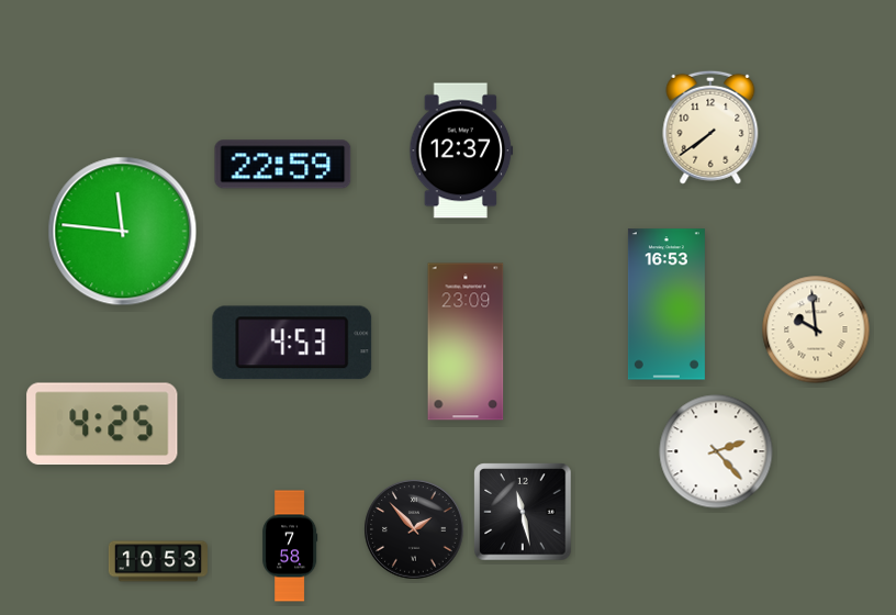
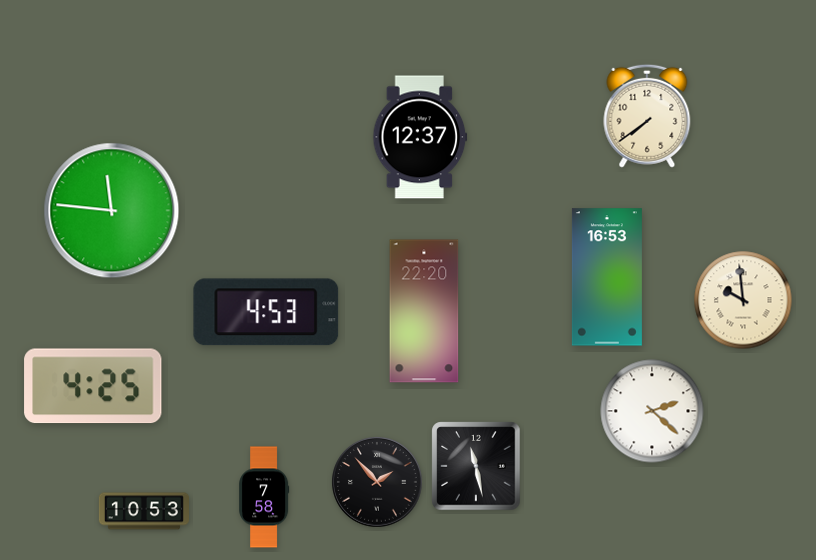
clock at (283, 165): 22:59 -> none
clock at (466, 342): 23:09 -> 22:20
clock at (716, 451): 2:23 -> 2:22
